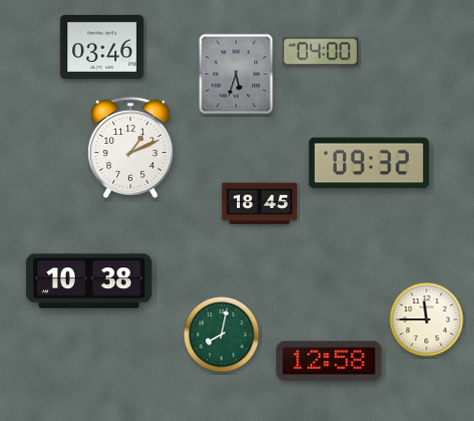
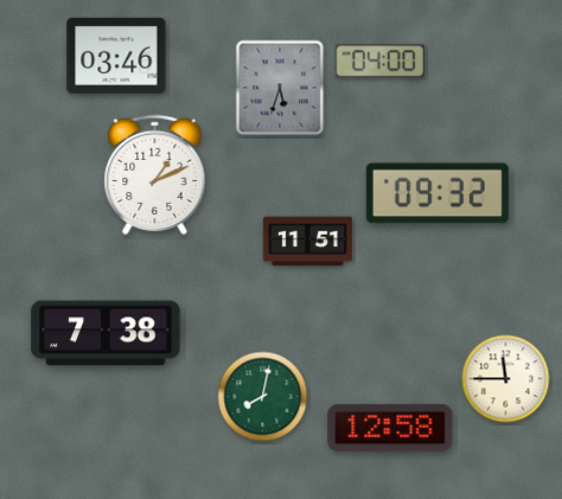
clock at (102, 47) position: (102, 47) -> (116, 56)
clock at (259, 204): 18:45 -> 11:51
clock at (89, 281): 10:38 -> 7:38
